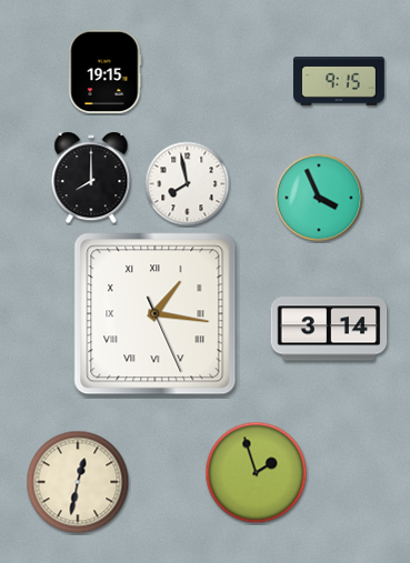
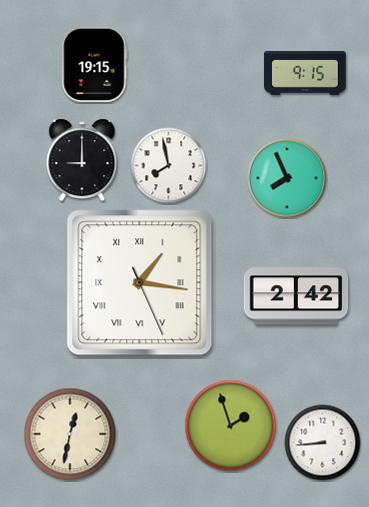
clock at (91, 178): 8:00 -> 9:00
clock at (319, 198): 3:56 -> 7:56
clock at (329, 329): 3:14 -> 2:42
clock at (323, 443): none -> 8:44
